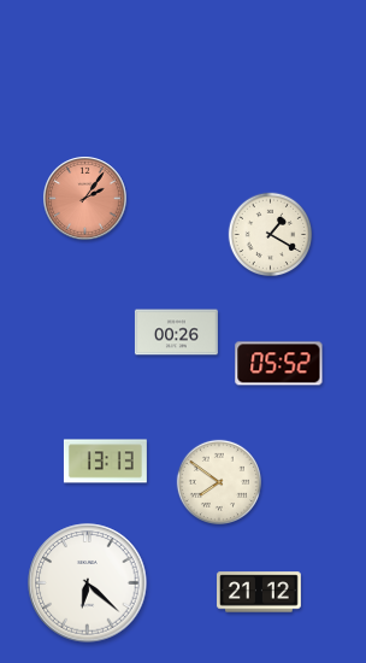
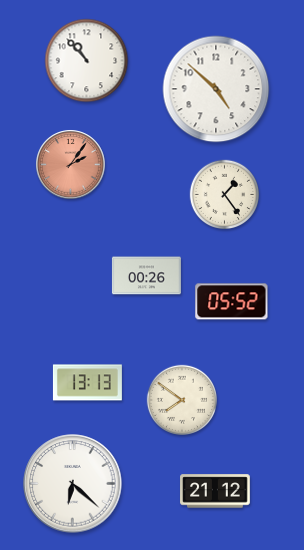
clock at (87, 61): none -> 10:53
clock at (216, 89): none -> 4:52
clock at (271, 235): 1:20 -> 1:24
